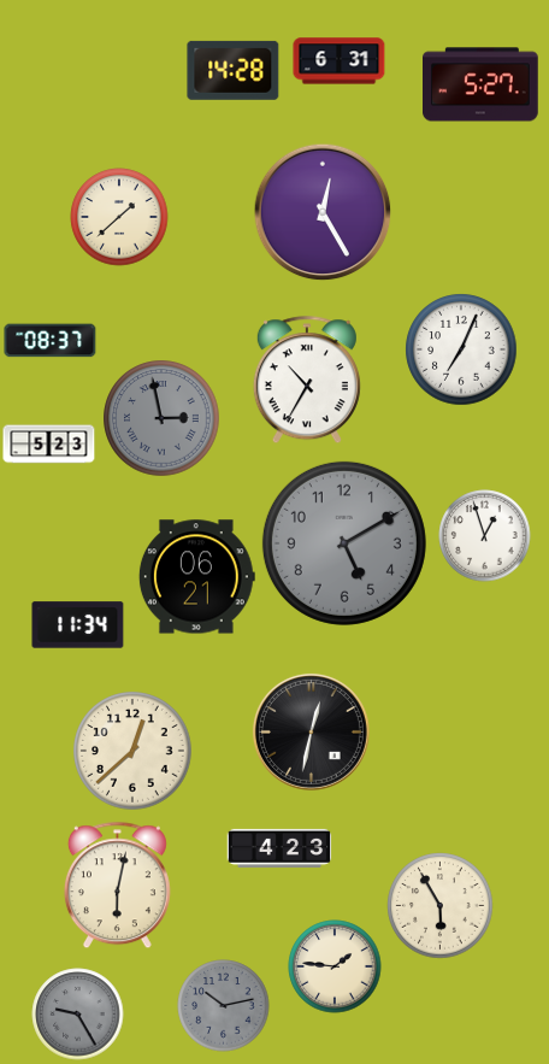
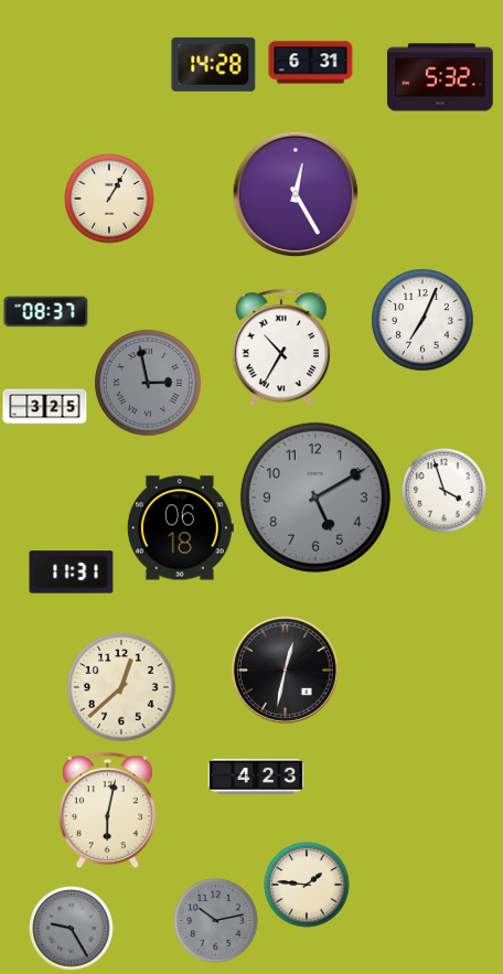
clock at (340, 61) position: (340, 61) -> (311, 63)
clock at (482, 84): 5:27 -> 5:32
clock at (119, 217): 1:38 -> 1:05
clock at (49, 445): 5:23 -> 3:25
clock at (485, 536): 12:57 -> 3:57
clock at (196, 577): 06:21 -> 06:18
clock at (78, 625): 11:34 -> 11:31
clock at (441, 906): 5:55 -> none
clock at (224, 1006) position: (224, 1006) -> (216, 921)
